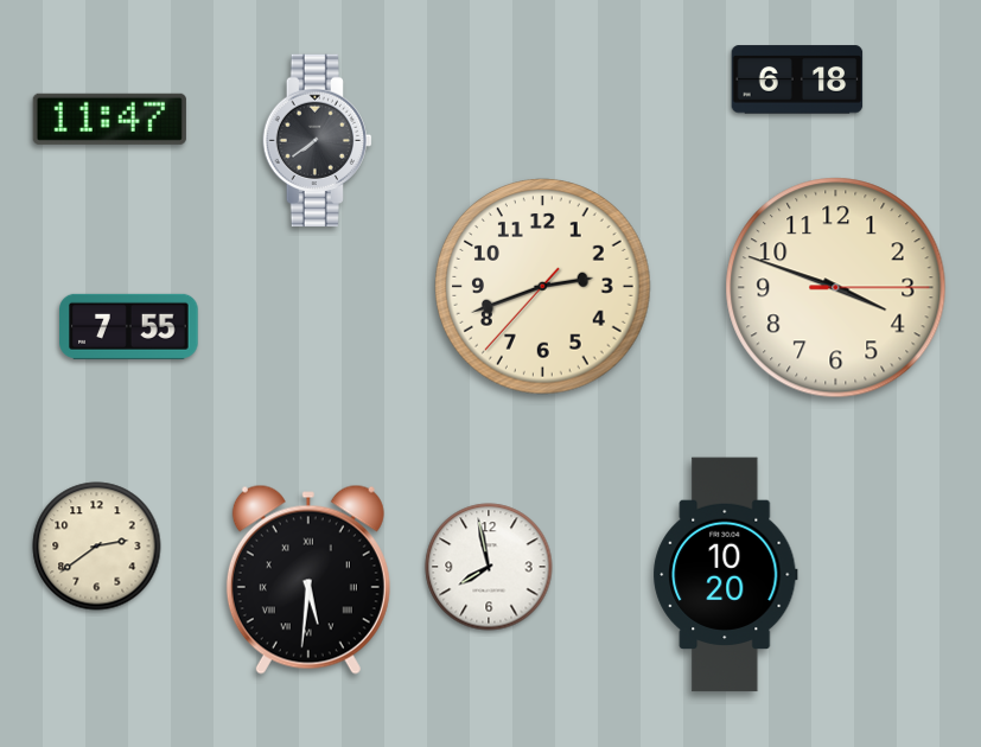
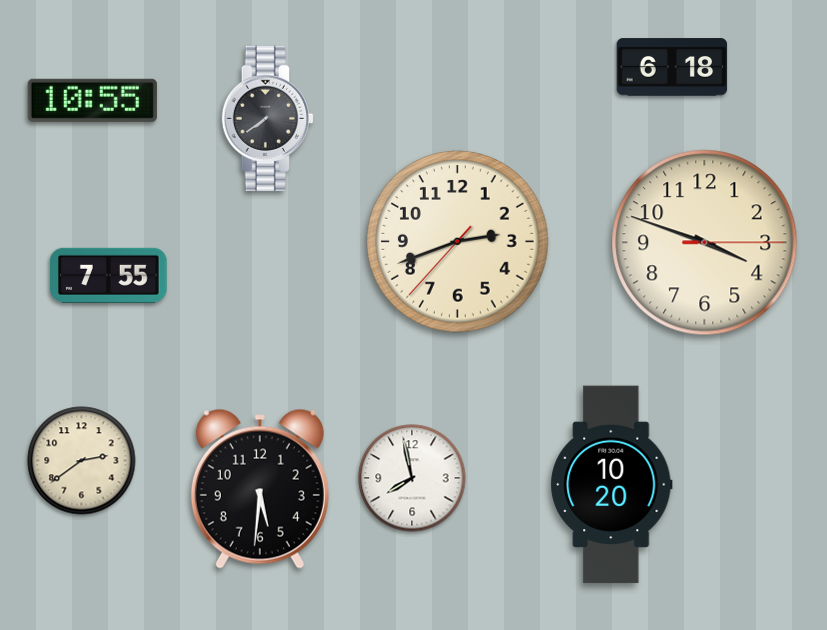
clock at (109, 119): 11:47 -> 10:55
clock at (308, 580) numerals: Roman -> Arabic
